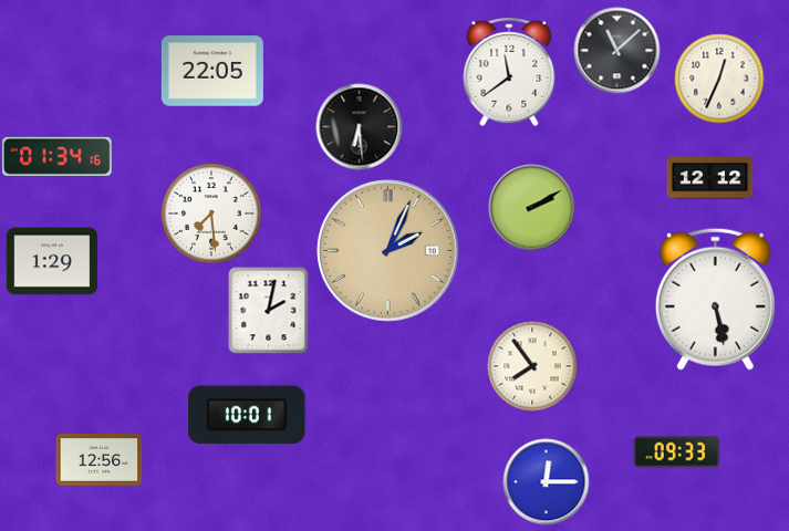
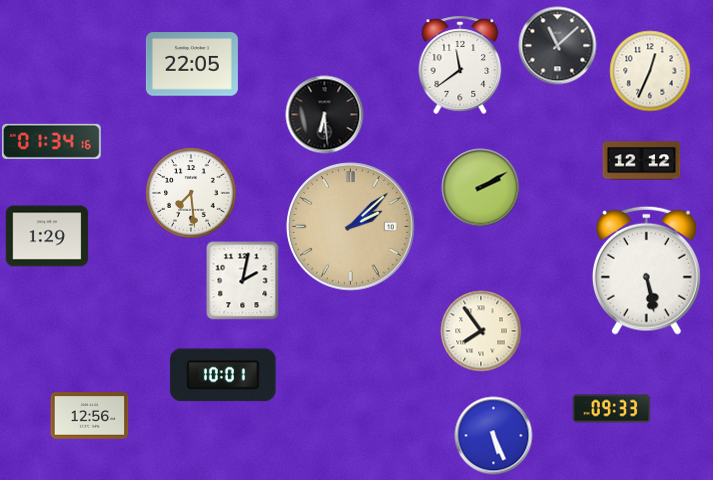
clock at (388, 251): 2:04 -> 2:08
clock at (546, 481): 12:15 -> 5:26
